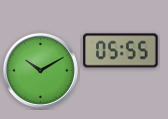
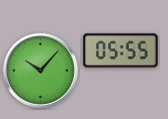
clock at (40, 70): 10:10 -> 10:07
